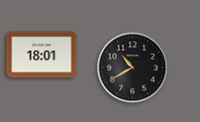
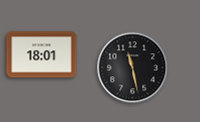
clock at (133, 68): 10:40 -> 11:28
